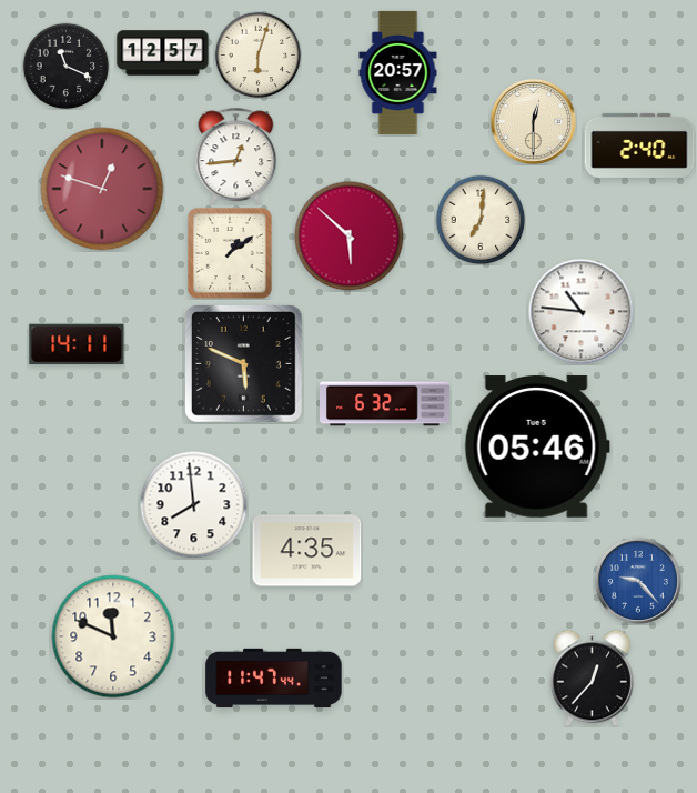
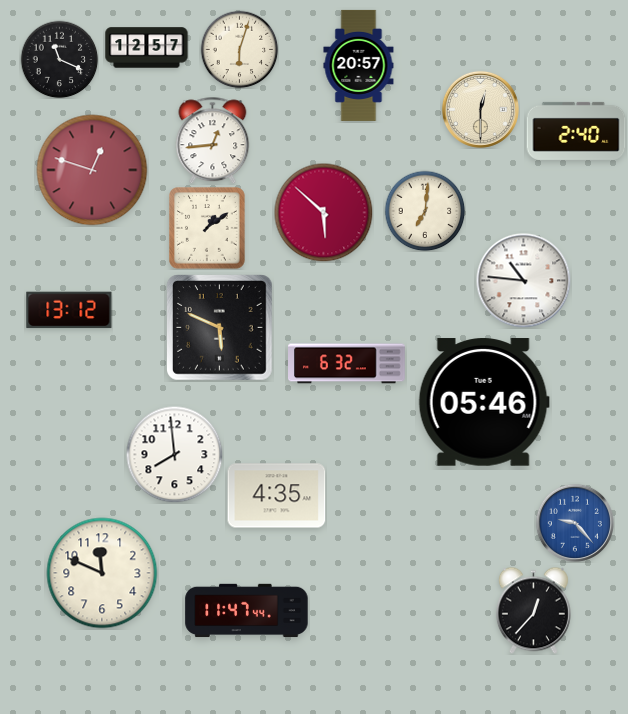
clock at (257, 54) position: (257, 54) -> (239, 49)
clock at (481, 220) position: (481, 220) -> (425, 211)
clock at (350, 237) position: (350, 237) -> (324, 213)
clock at (77, 344): 14:11 -> 13:12
